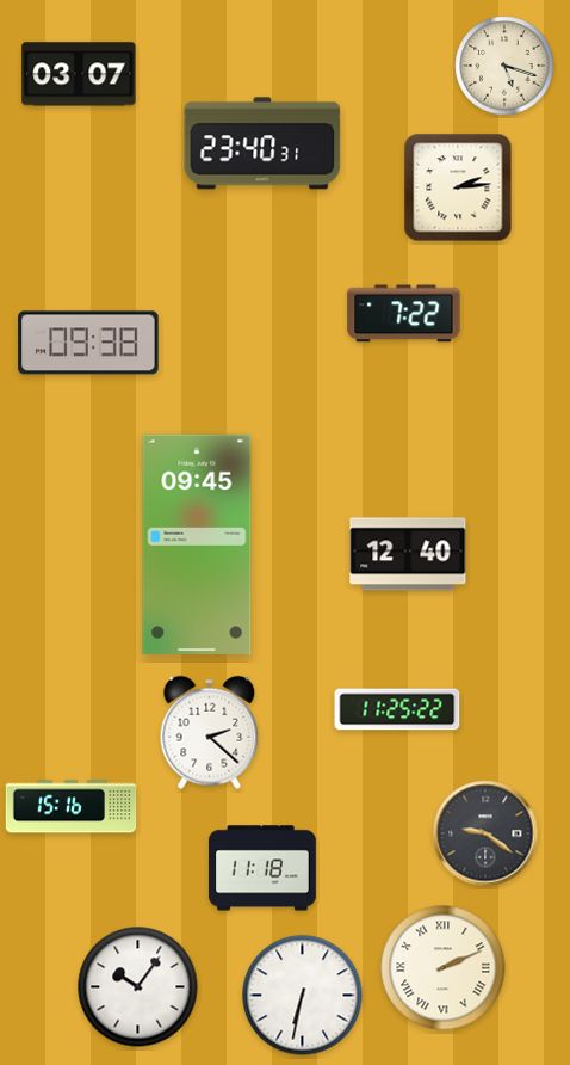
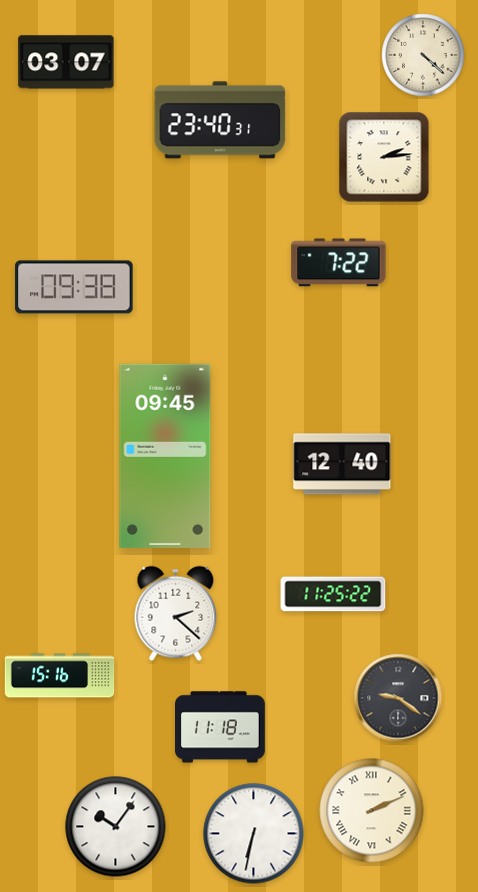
clock at (504, 66): 5:18 -> 4:22
clock at (485, 833) position: (485, 833) -> (398, 698)
